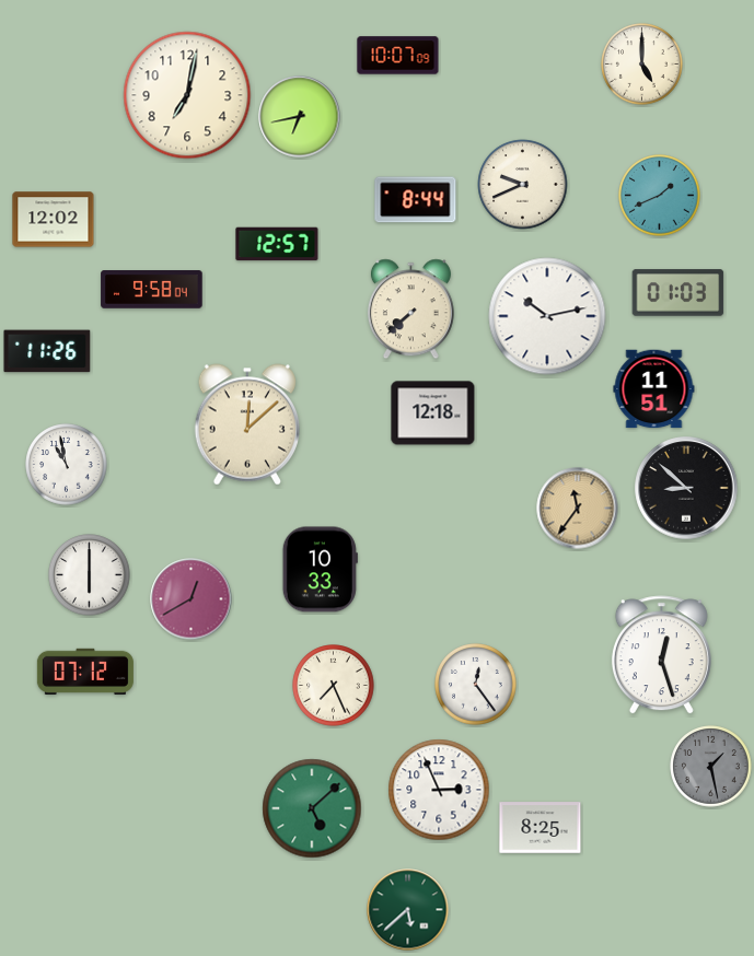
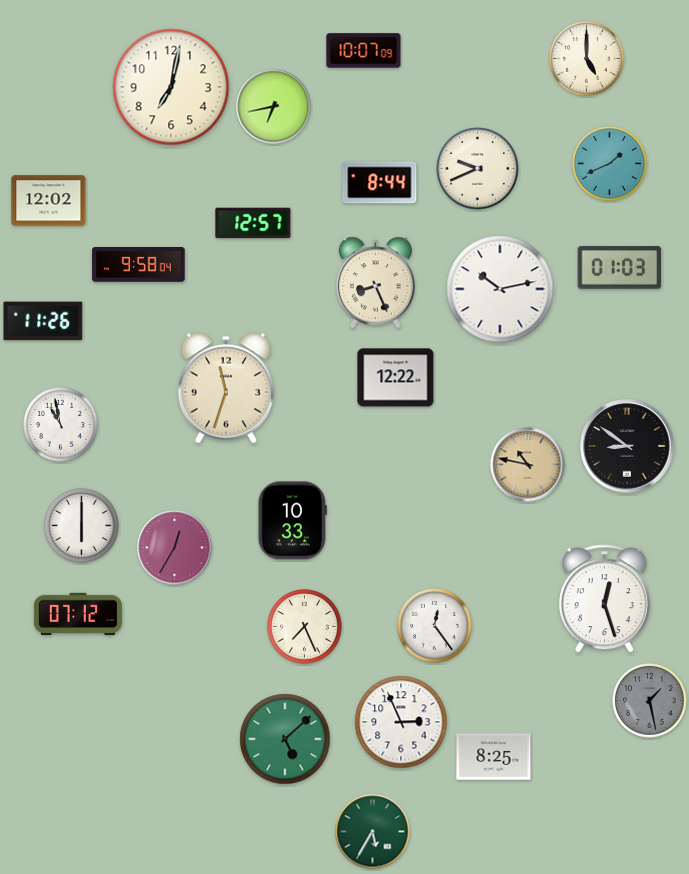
clock at (660, 196) position: (660, 196) -> (610, 164)
clock at (410, 310): 7:38 -> 8:26
clock at (654, 389): 11:51 -> none
clock at (433, 413): 12:18 -> 12:22
clock at (246, 424): 12:08 -> 11:33
clock at (686, 488): 8:52 -> 8:51
clock at (578, 509): 11:36 -> 10:47
clock at (192, 599): 12:40 -> 12:35
clock at (408, 910): 5:38 -> 5:35
